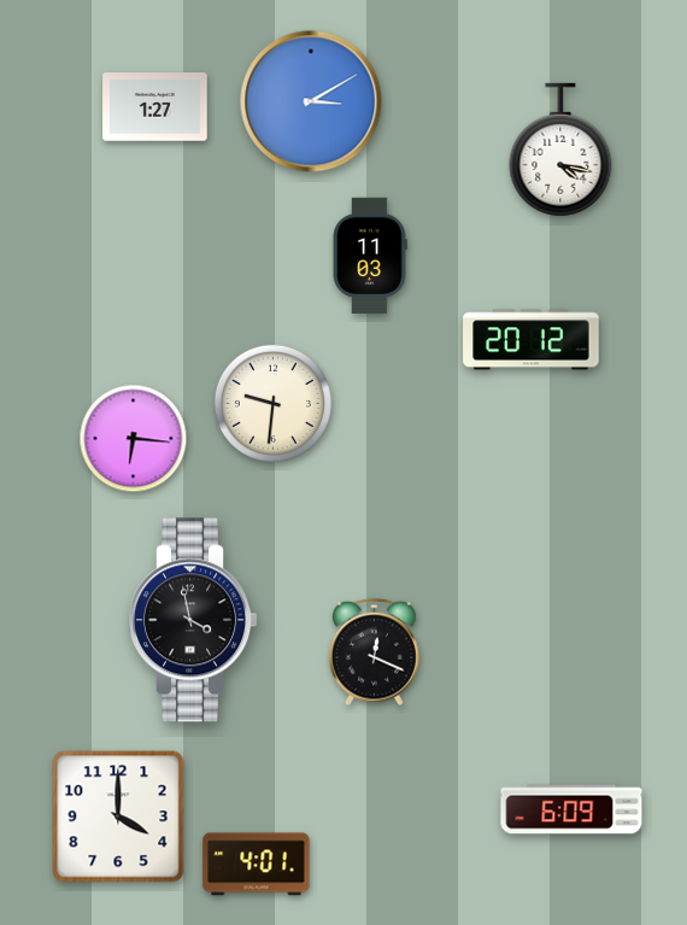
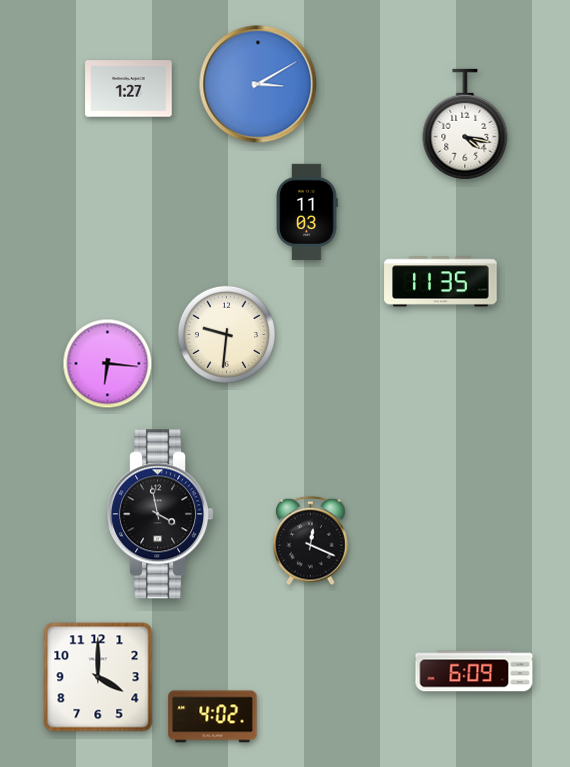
clock at (532, 340): 20:12 -> 11:35
clock at (134, 439) position: (134, 439) -> (108, 364)
clock at (257, 865): 4:01 -> 4:02
